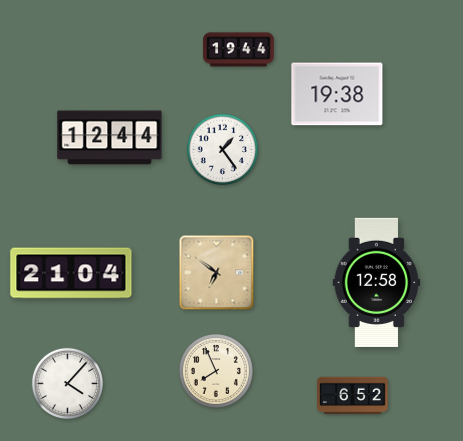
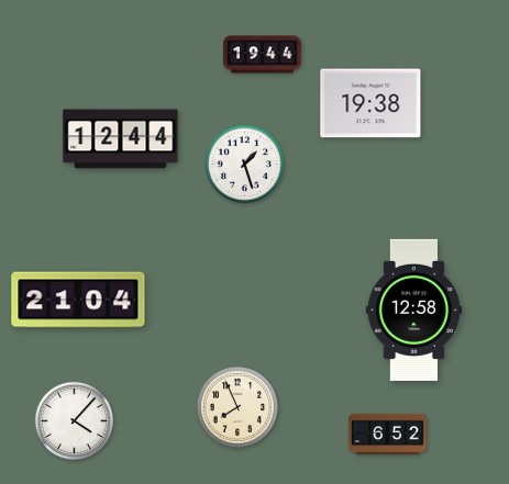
clock at (110, 138) position: (110, 138) -> (121, 139)
clock at (222, 149): 1:24 -> 1:27
clock at (217, 273): 6:51 -> none
